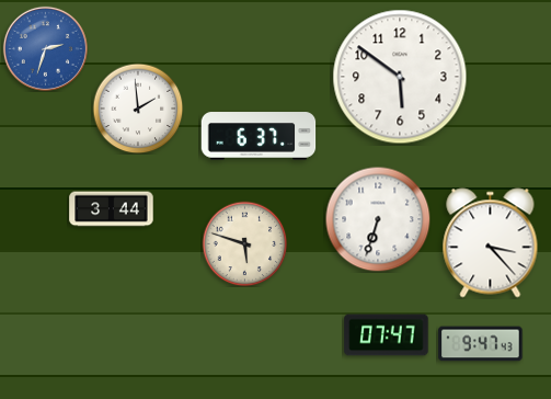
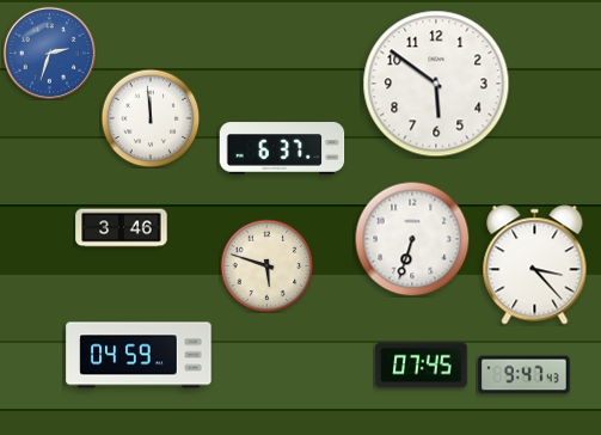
clock at (138, 109): 1:59 -> 11:59
clock at (112, 209): 3:44 -> 3:46
clock at (139, 355): none -> 04:59
clock at (387, 335): 07:47 -> 07:45
